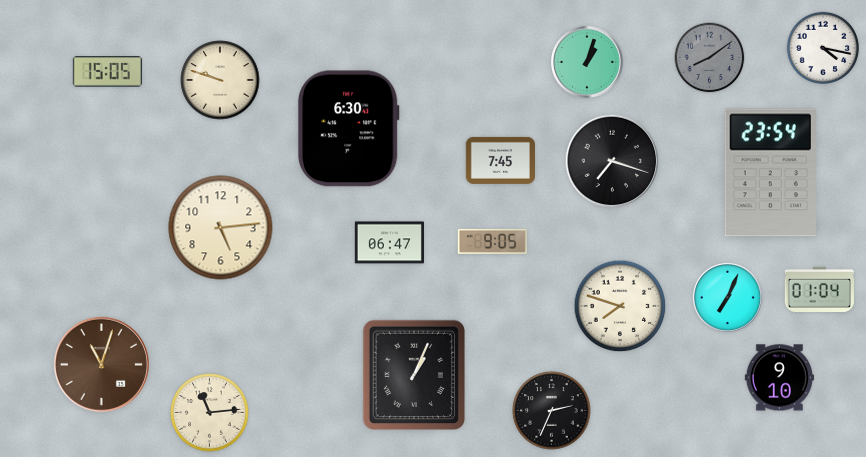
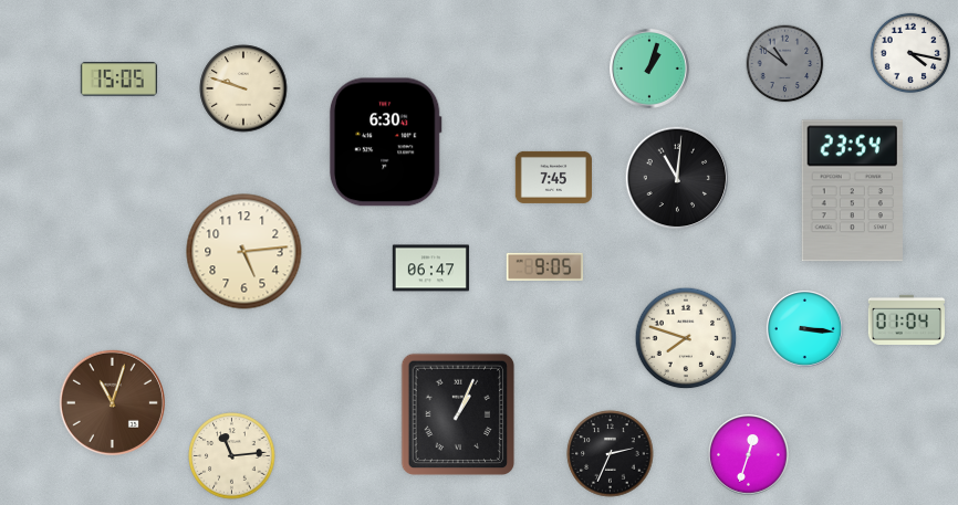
clock at (710, 58): 8:09 -> 10:51
clock at (612, 161): 7:18 -> 11:01
clock at (727, 297): 7:04 -> 3:16
clock at (779, 378): 9:10 -> none
clock at (749, 455): none -> 12:33
